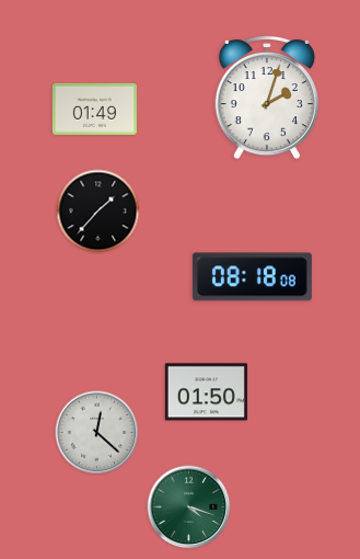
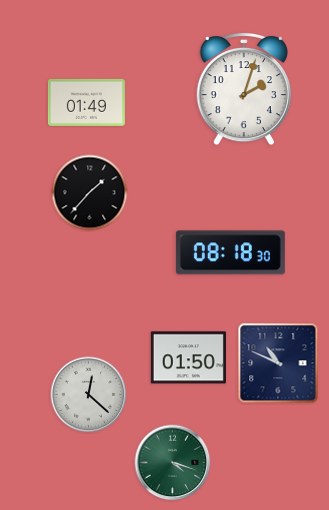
clock at (94, 109) position: (94, 109) -> (86, 102)
clock at (252, 277): 08:18:08 -> 08:18:30
clock at (278, 363): none -> 10:49
